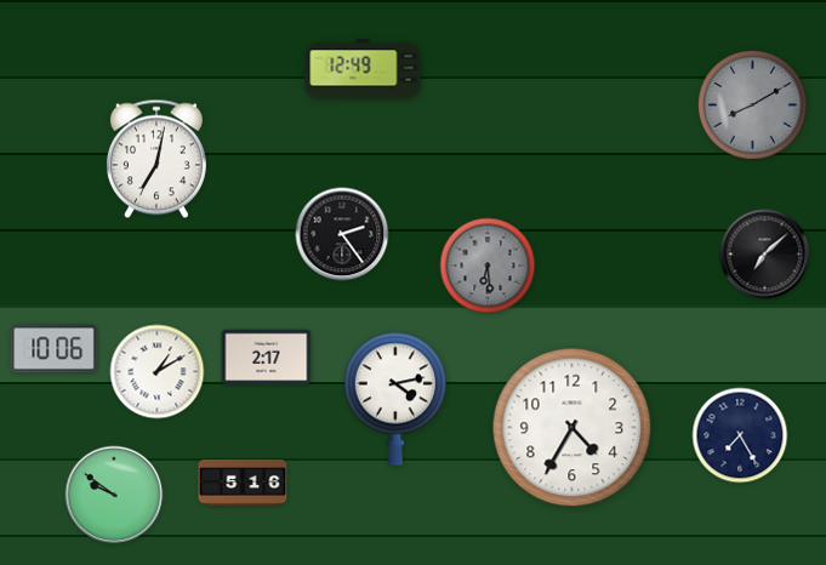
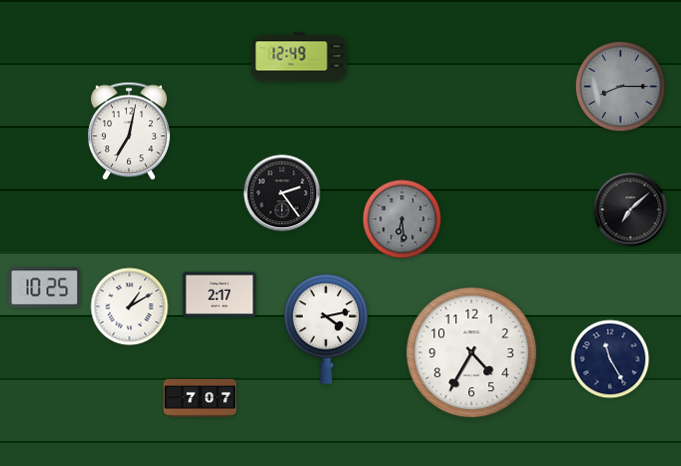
clock at (752, 104): 8:10 -> 8:15
clock at (55, 349): 10:06 -> 10:25
clock at (740, 435): 7:25 -> 11:25
clock at (243, 483): 5:16 -> 7:07
clock at (114, 495): 9:51 -> none
